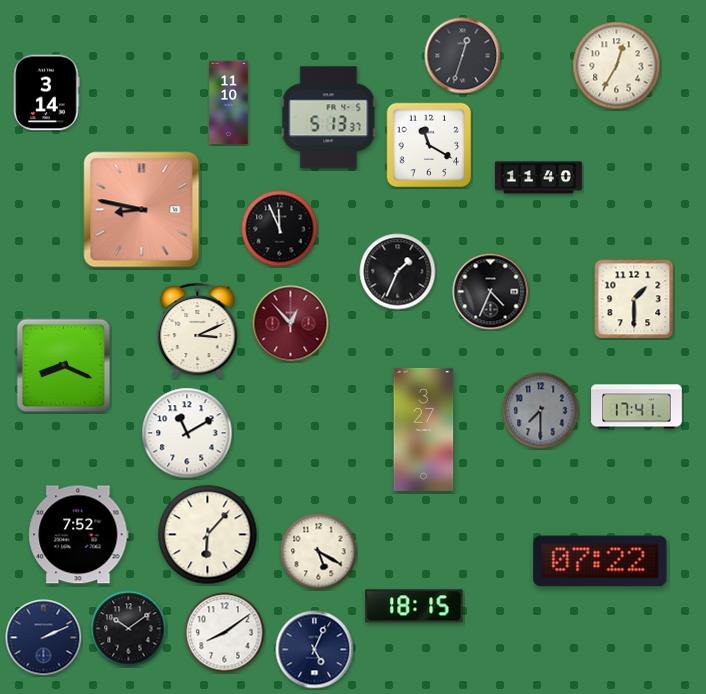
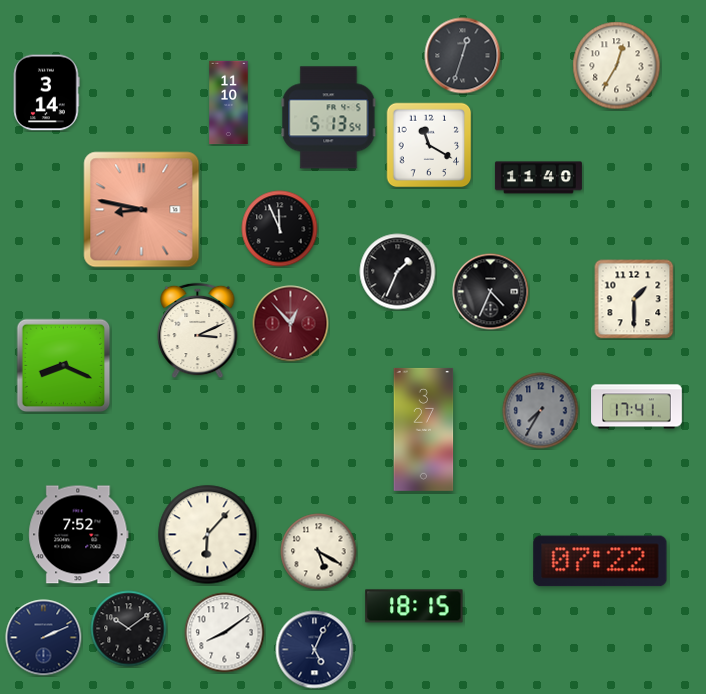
clock at (329, 118): 5:13:37 -> 5:13:54
clock at (541, 411): 7:30 -> 7:35
clock at (187, 433): 11:10 -> none
